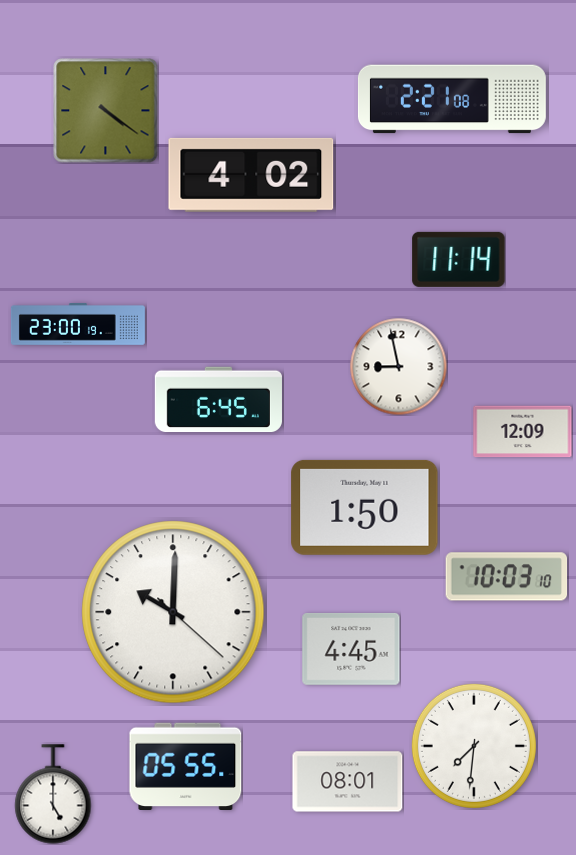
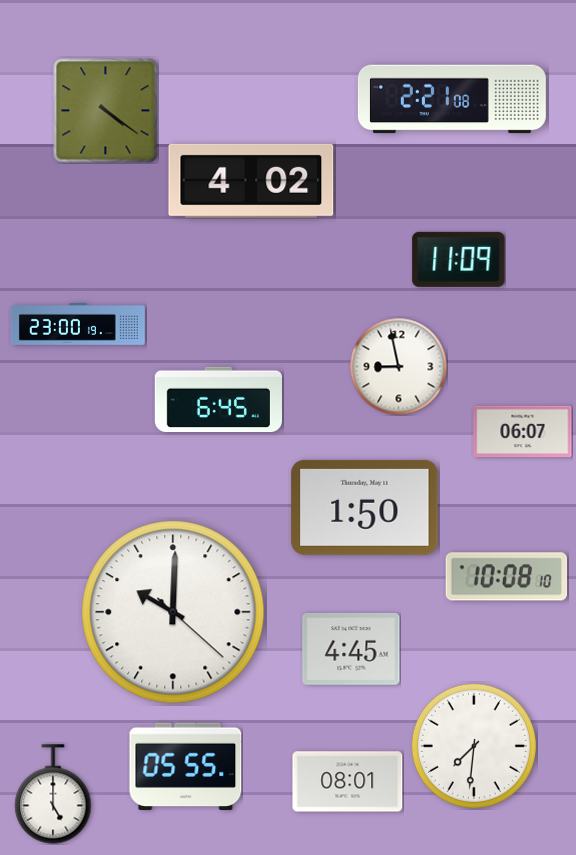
clock at (251, 175) position: (251, 175) -> (251, 181)
clock at (459, 259): 11:14 -> 11:09
clock at (523, 432): 12:09 -> 06:07
clock at (507, 577): 10:03 -> 10:08
